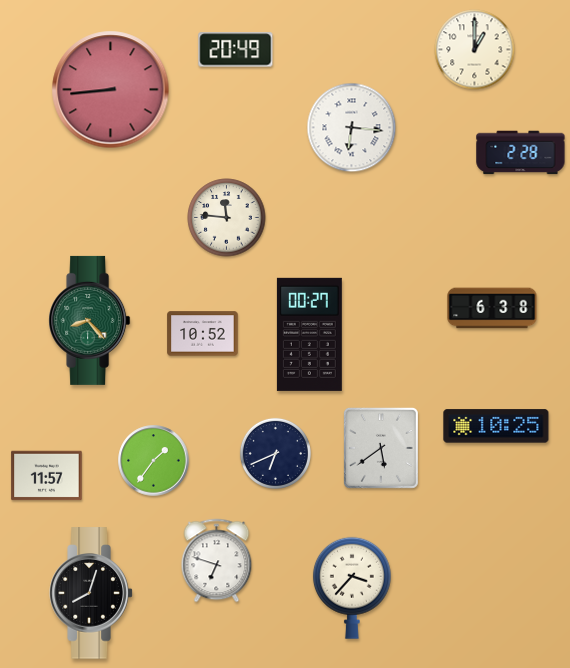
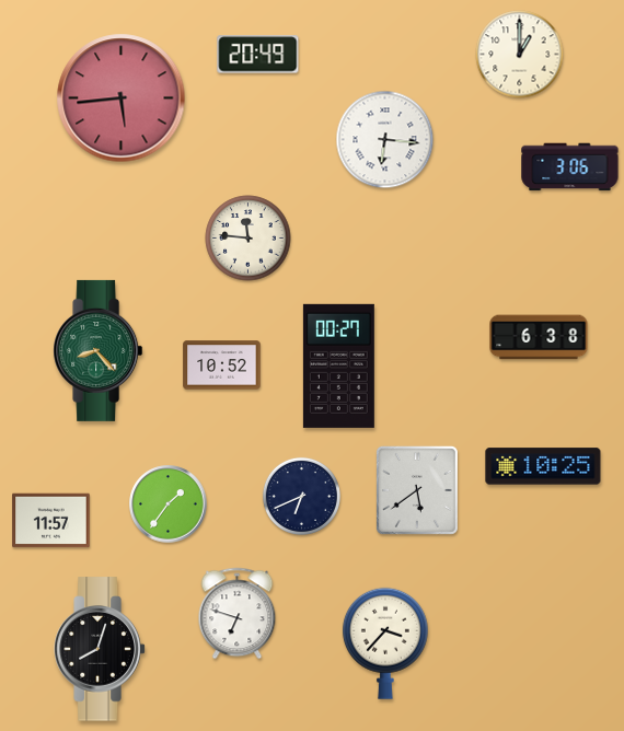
clock at (111, 90): 8:44 -> 5:44
clock at (521, 153): 2:28 -> 3:06
